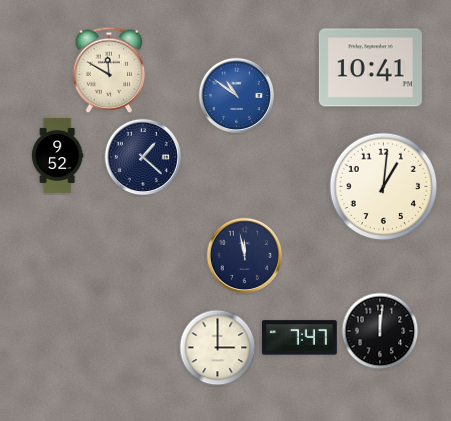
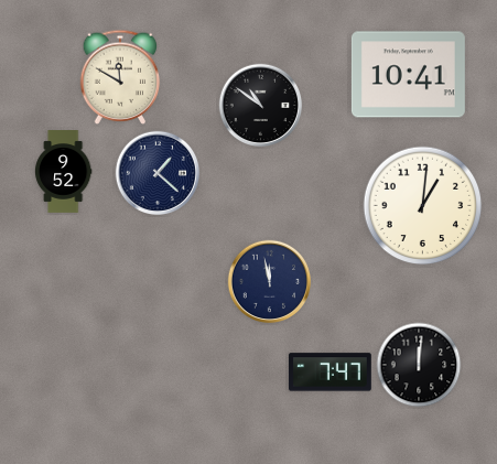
clock at (237, 96) dial: blue -> black
clock at (218, 348): 3:00 -> none
